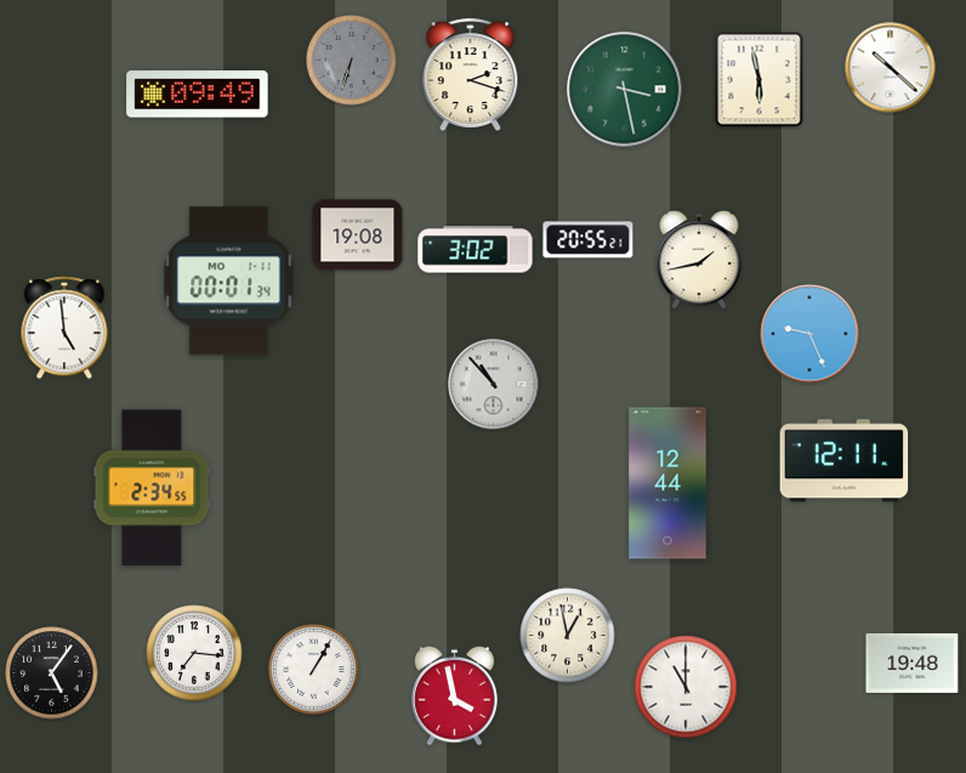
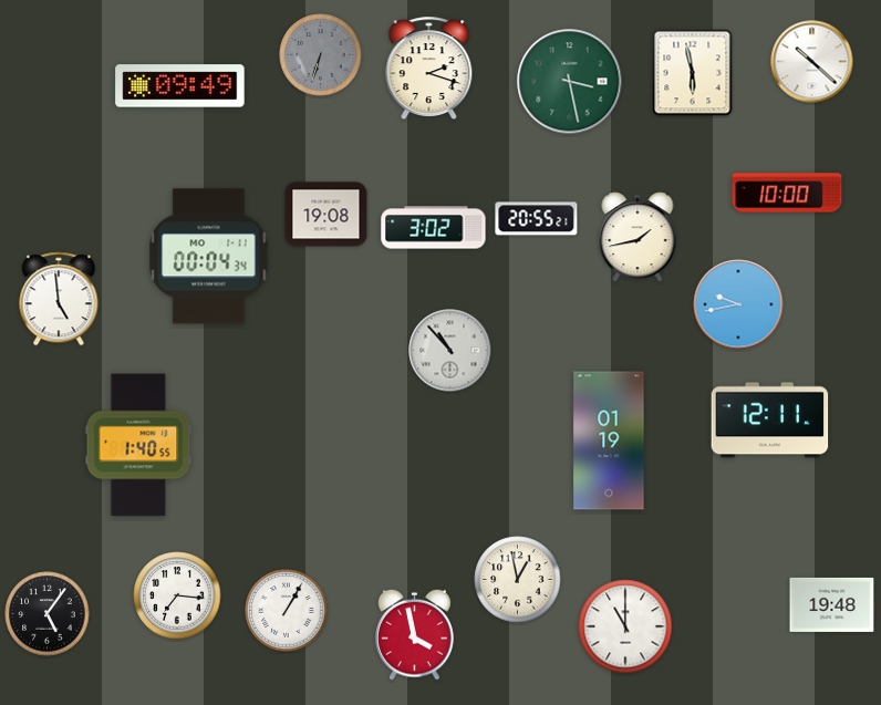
clock at (787, 193): none -> 10:00
clock at (229, 282): 00:01 -> 00:04
clock at (809, 334): 9:26 -> 9:43
clock at (667, 483): 12:44 -> 01:19
clock at (152, 488): 2:34 -> 1:40
